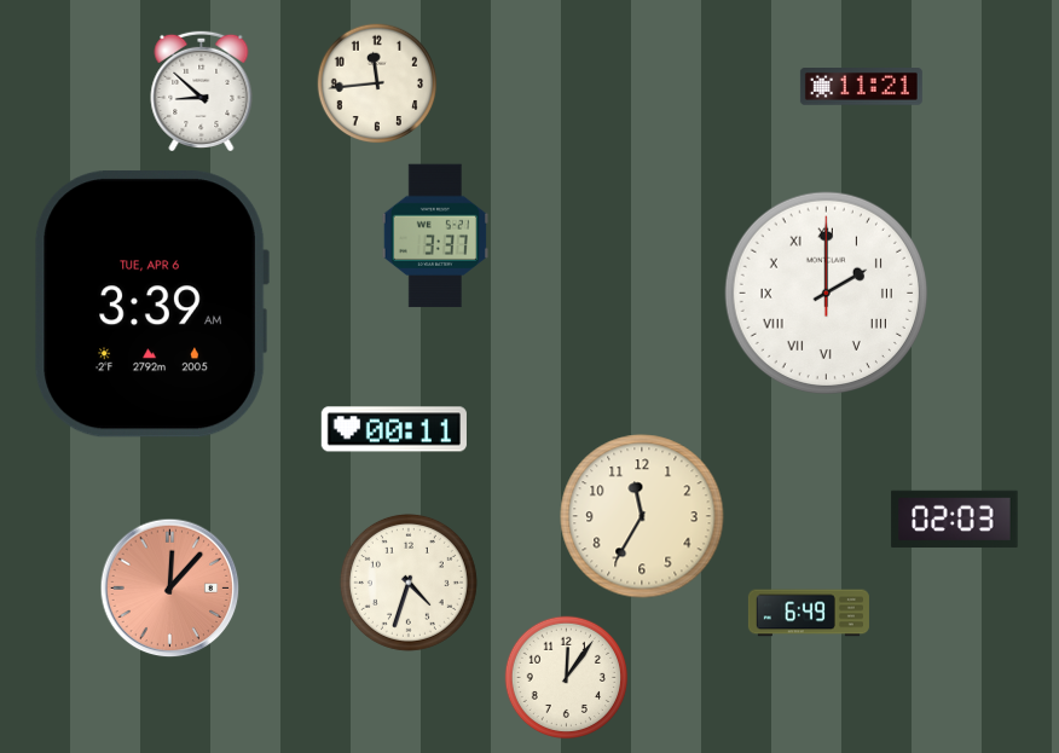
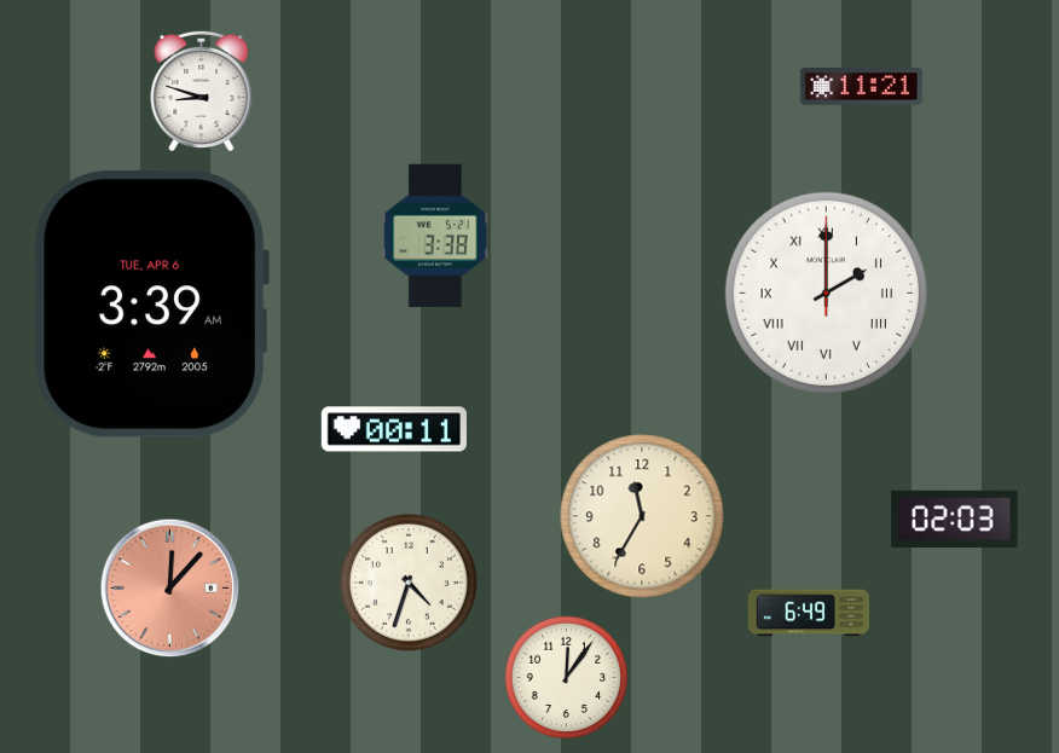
clock at (377, 83): 11:44 -> none
clock at (202, 89): 8:52 -> 8:48
clock at (434, 236): 3:37 -> 3:38
